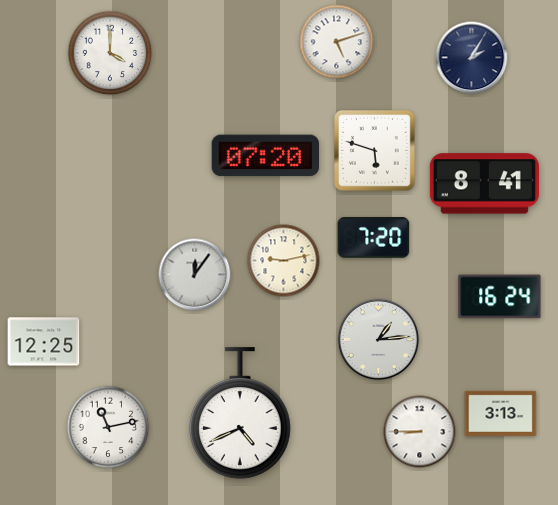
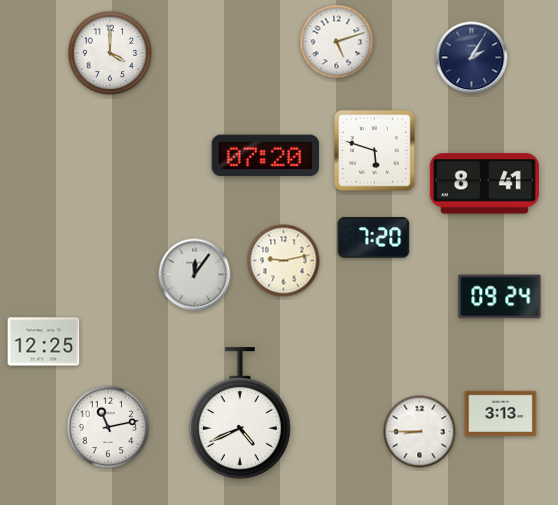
clock at (500, 297): 16:24 -> 09:24
clock at (379, 340): 1:14 -> none
